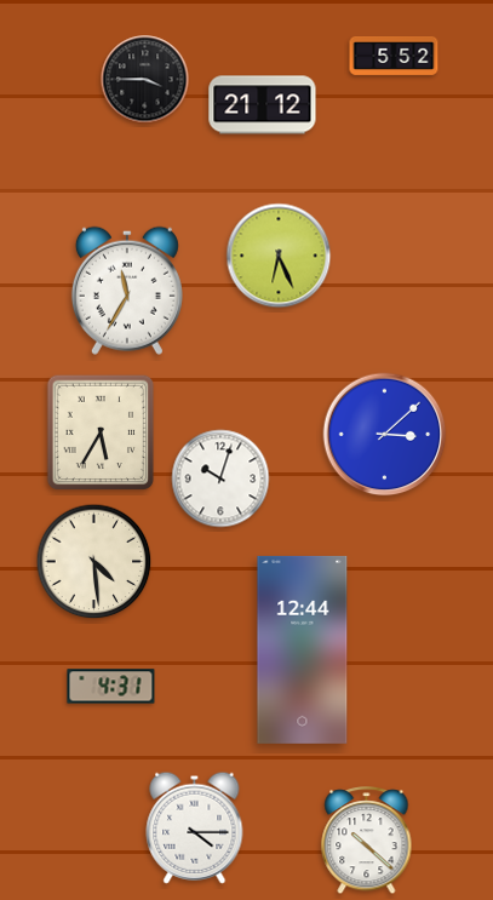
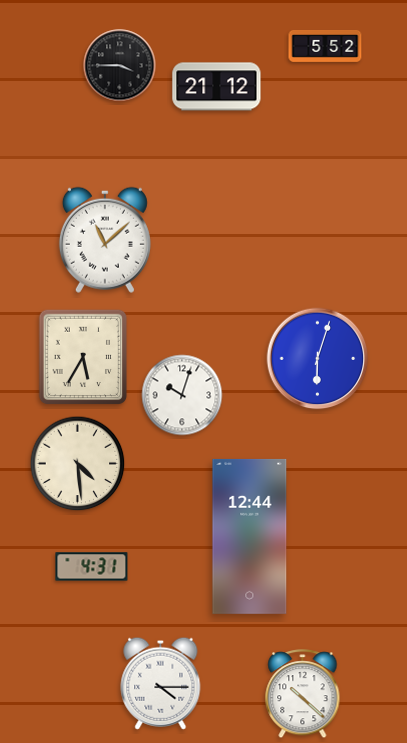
clock at (279, 256): 6:26 -> none
clock at (127, 291): 11:35 -> 11:08
clock at (385, 435): 3:08 -> 6:03
